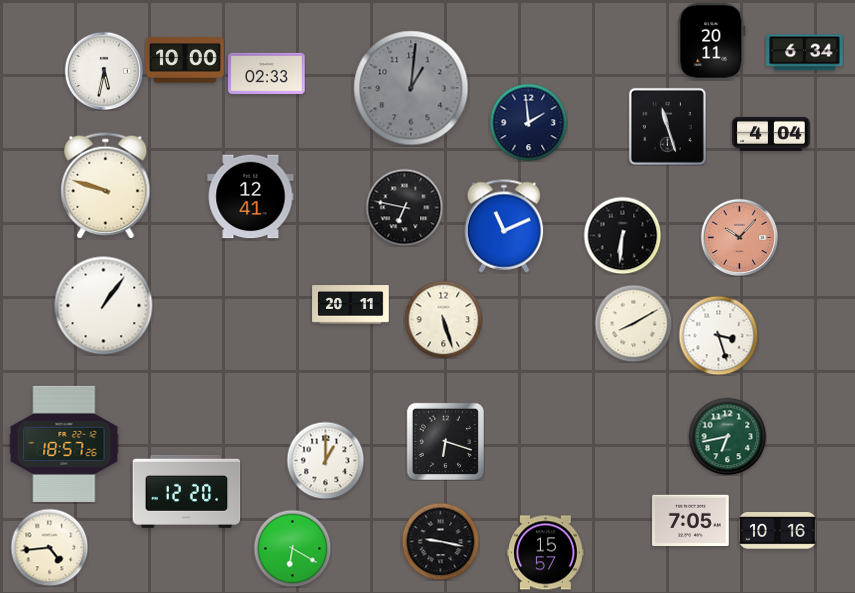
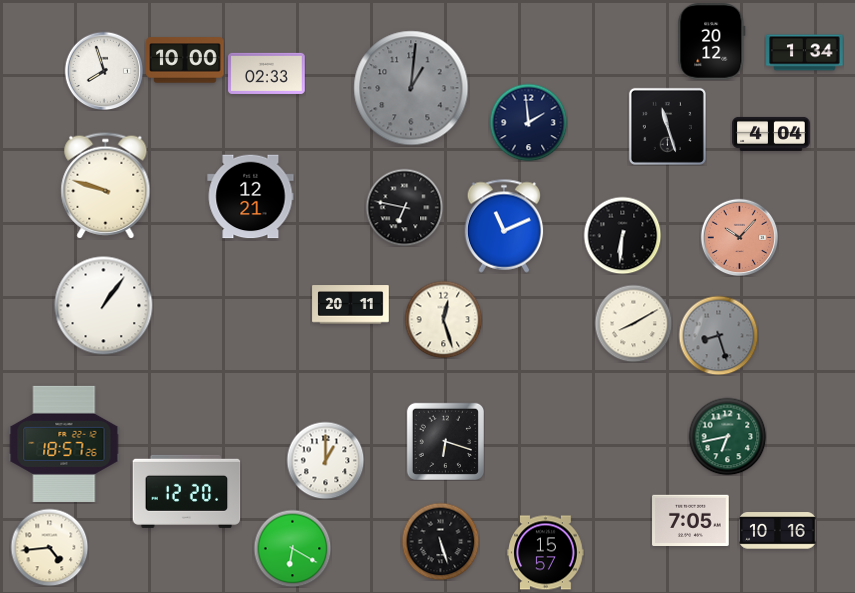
clock at (712, 42): 20:11 -> 20:12
clock at (805, 53): 6:34 -> 1:34
clock at (104, 71): 5:32 -> 7:57
clock at (251, 197): 12:41 -> 12:21
clock at (443, 319): 5:27 -> 12:27
clock at (718, 335): 3:27 -> 8:27
clock at (718, 335) dial: white -> grey
clock at (440, 541): 9:17 -> 5:27
